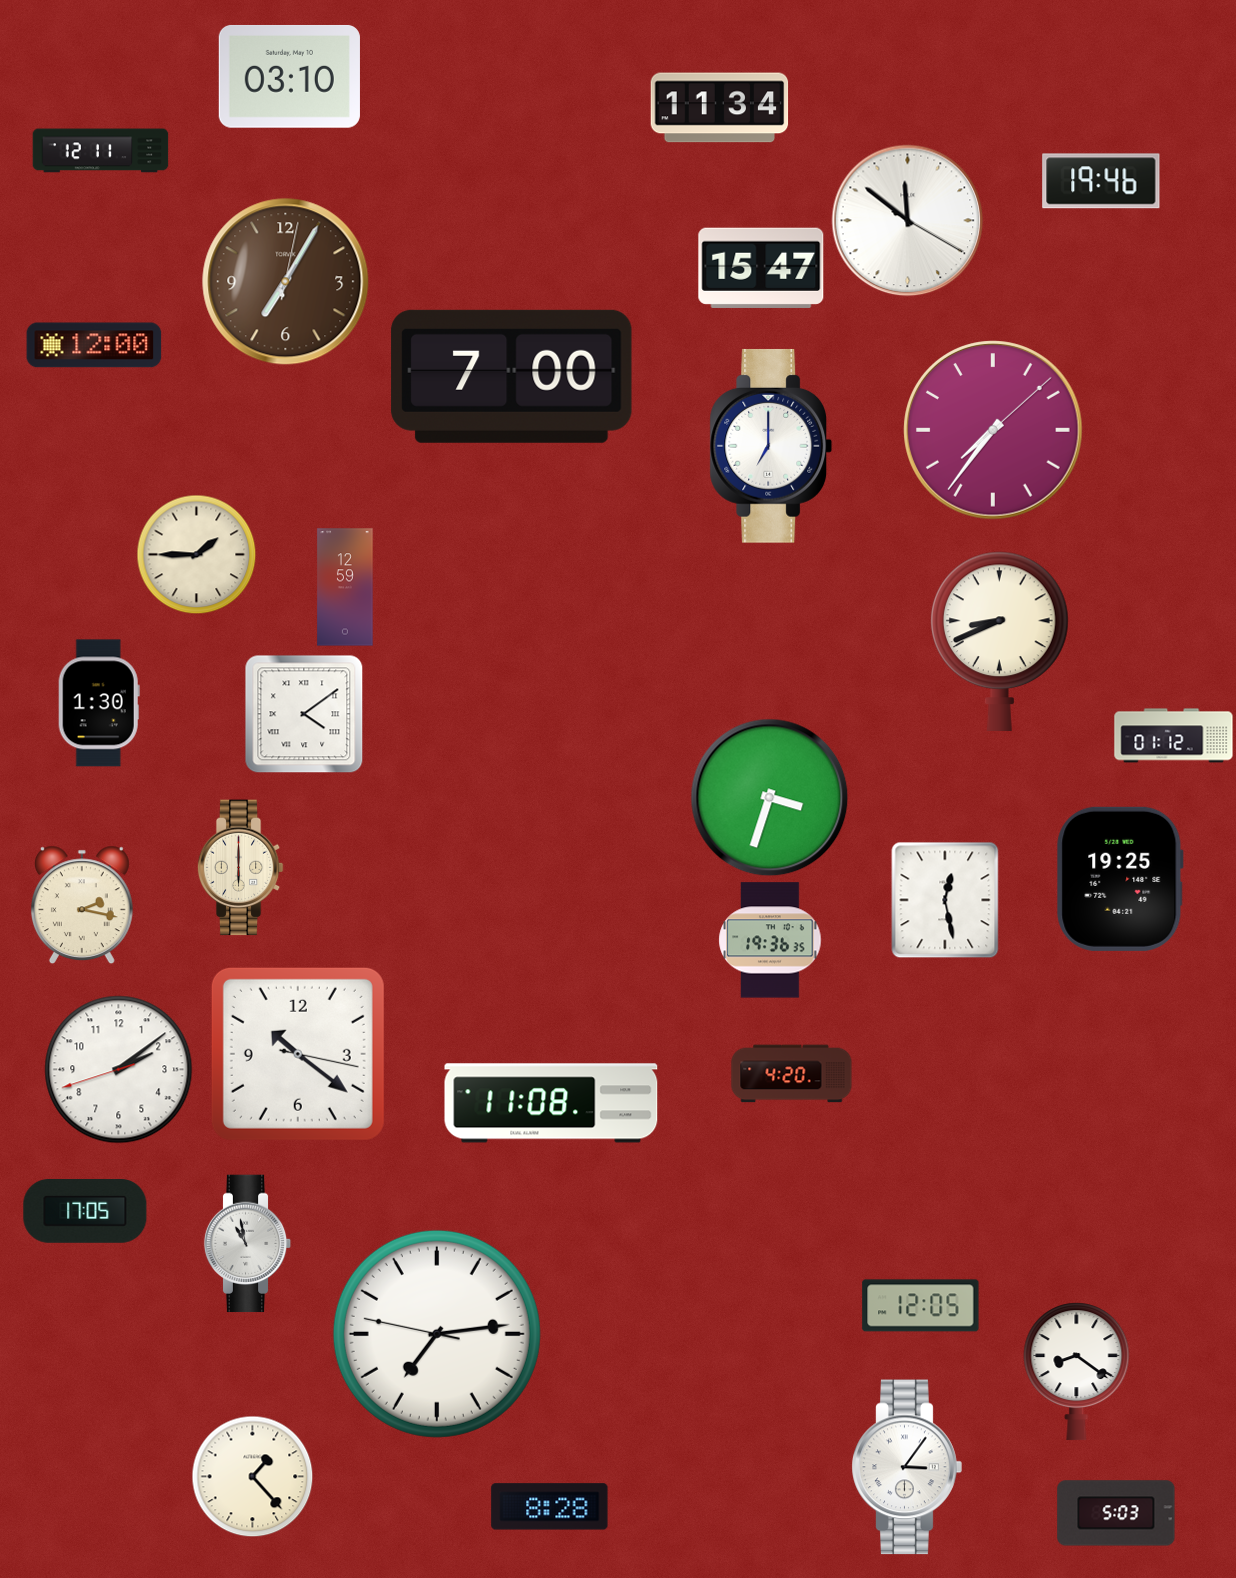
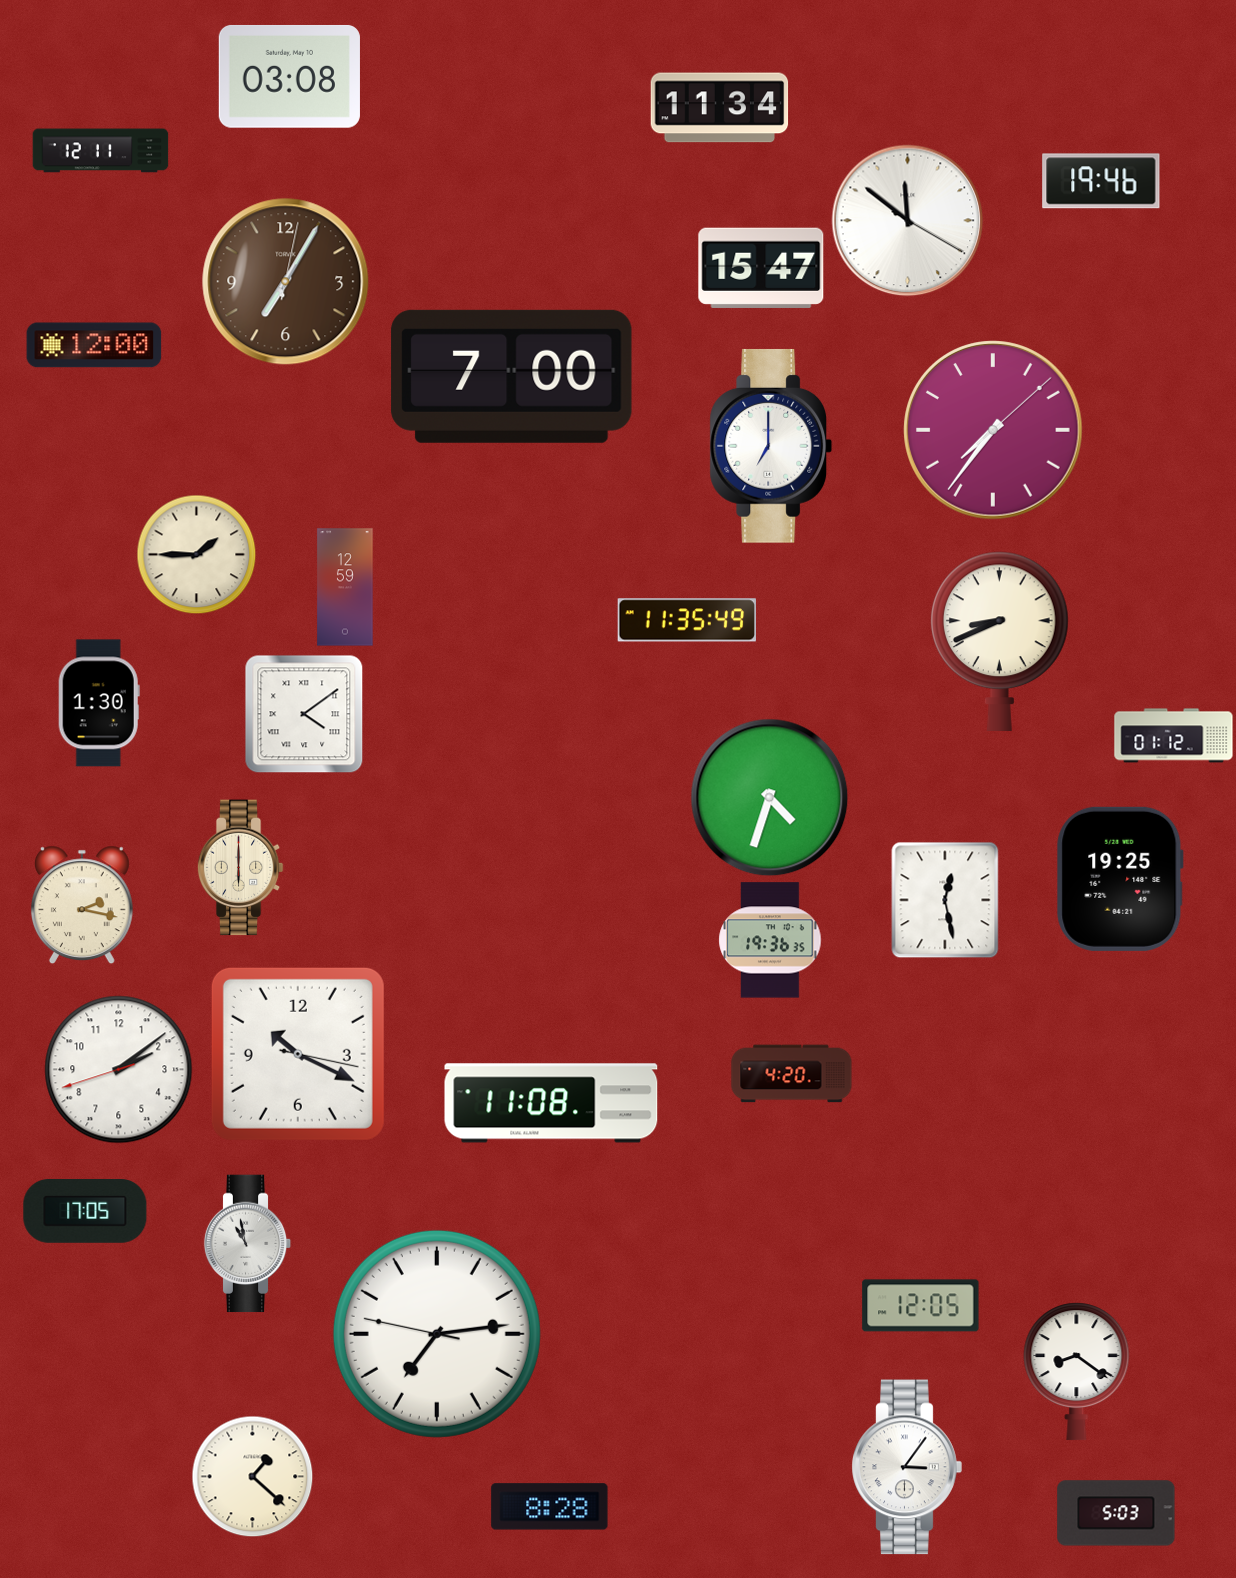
clock at (289, 76): 03:10 -> 03:08
clock at (686, 620): none -> 11:35
clock at (770, 798): 3:33 -> 4:33
clock at (298, 1054): 10:21 -> 10:19
clock at (253, 1477): 1:23 -> 1:22
